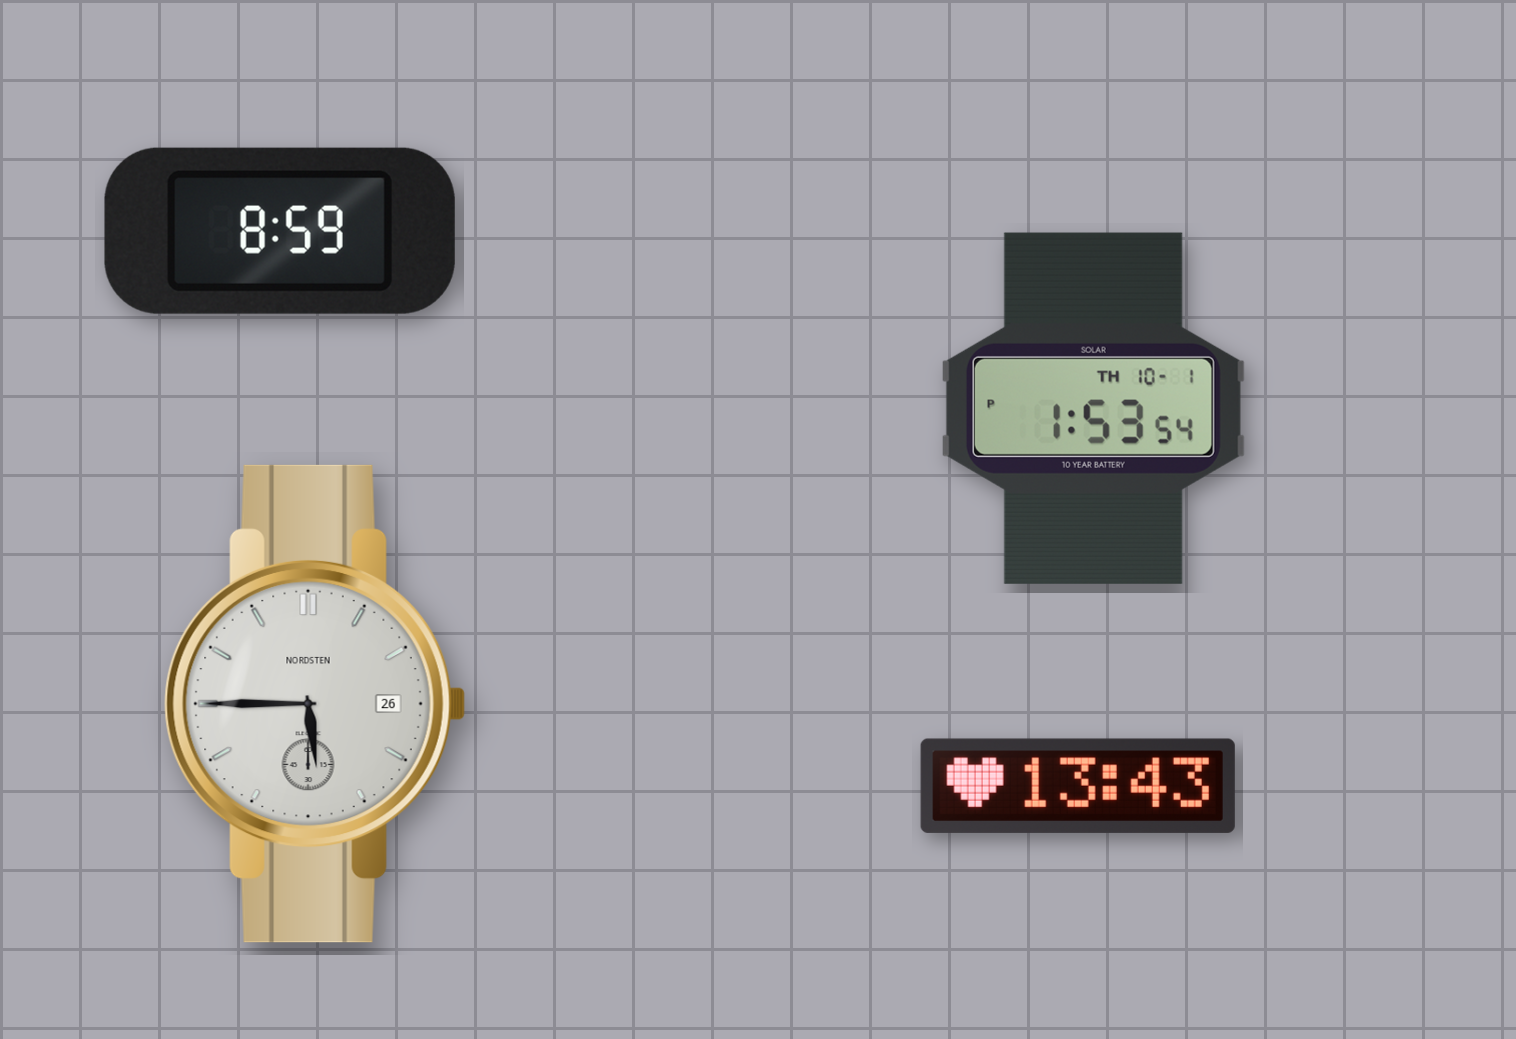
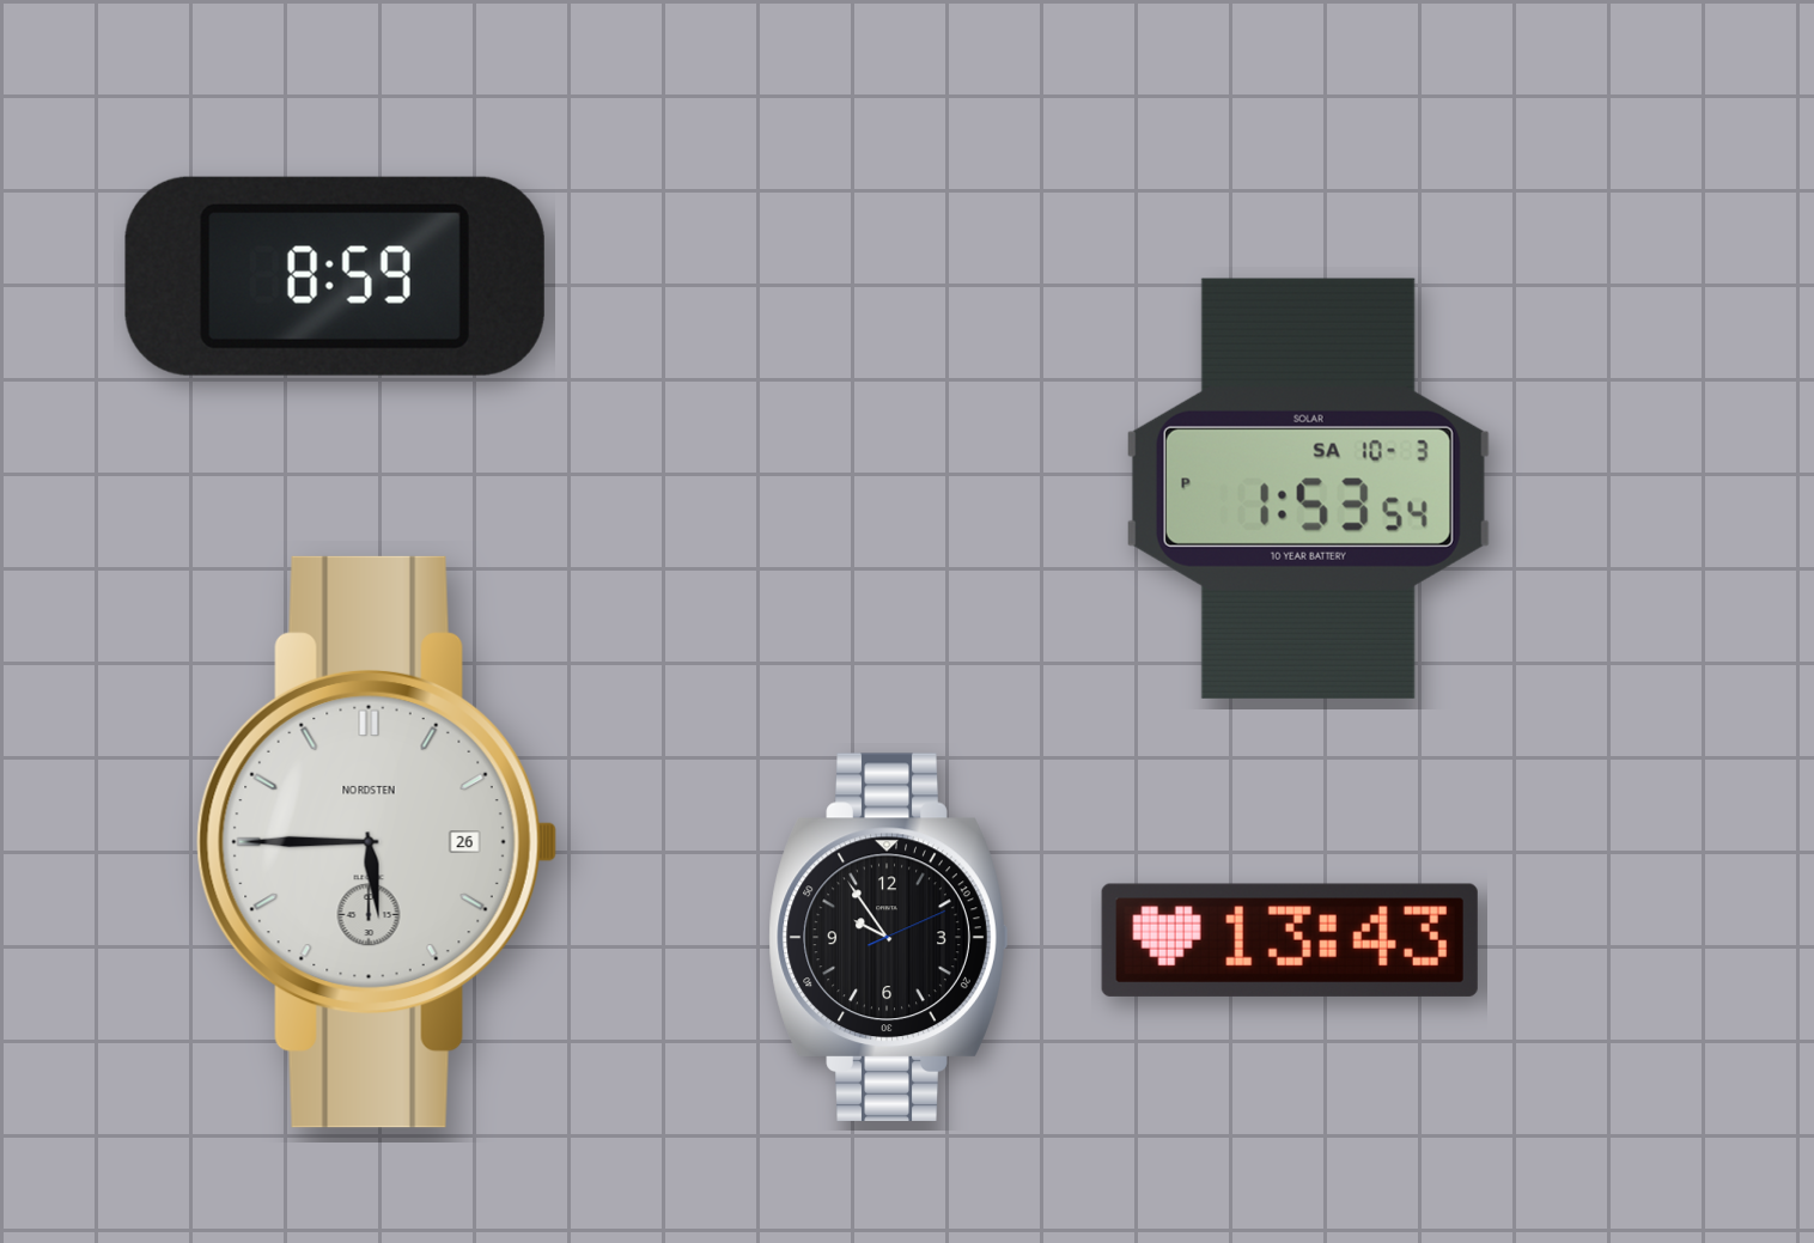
clock at (1093, 408) date: TH 10-1 -> SA 10-3
clock at (889, 937): none -> 9:54
